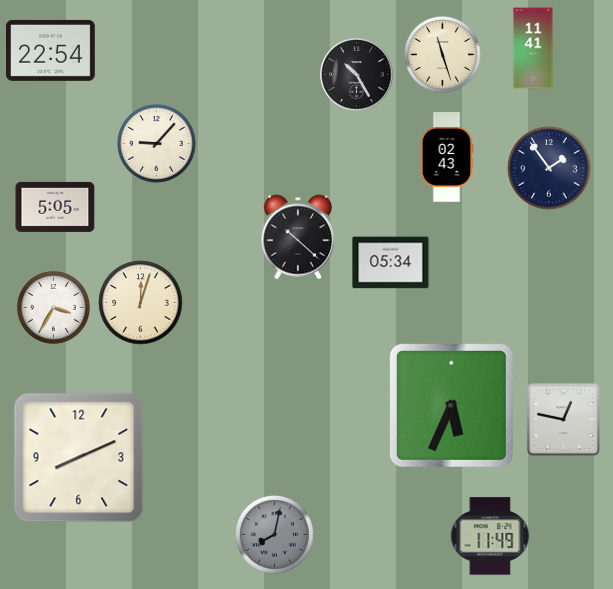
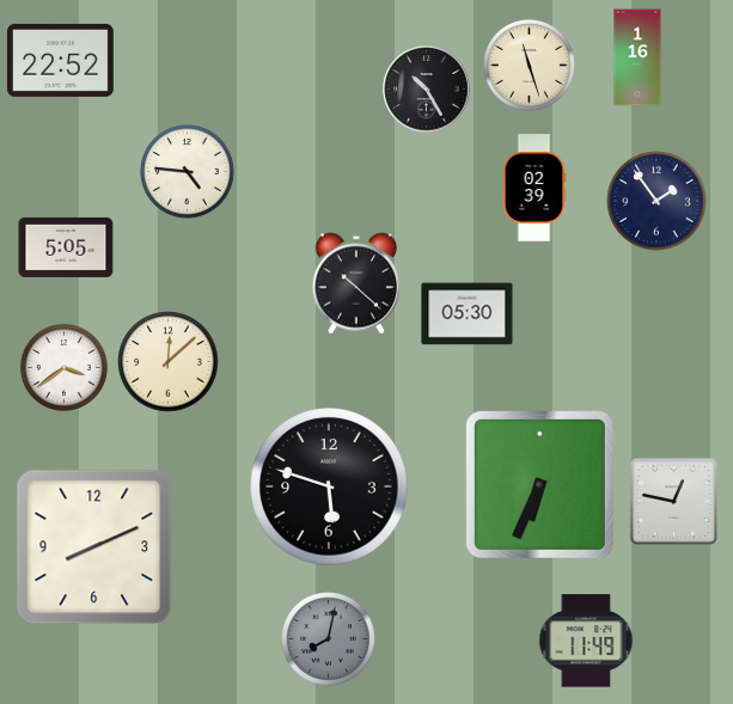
clock at (533, 48): 11:41 -> 1:16
clock at (51, 50): 22:54 -> 22:52
clock at (157, 144): 9:07 -> 4:46
clock at (447, 157): 02:43 -> 02:39
clock at (391, 263): 05:34 -> 05:30
clock at (141, 303): 12:03 -> 12:08
clock at (53, 307): 3:35 -> 3:39
clock at (451, 405): 5:34 -> 6:34
clock at (329, 486): none -> 5:48
